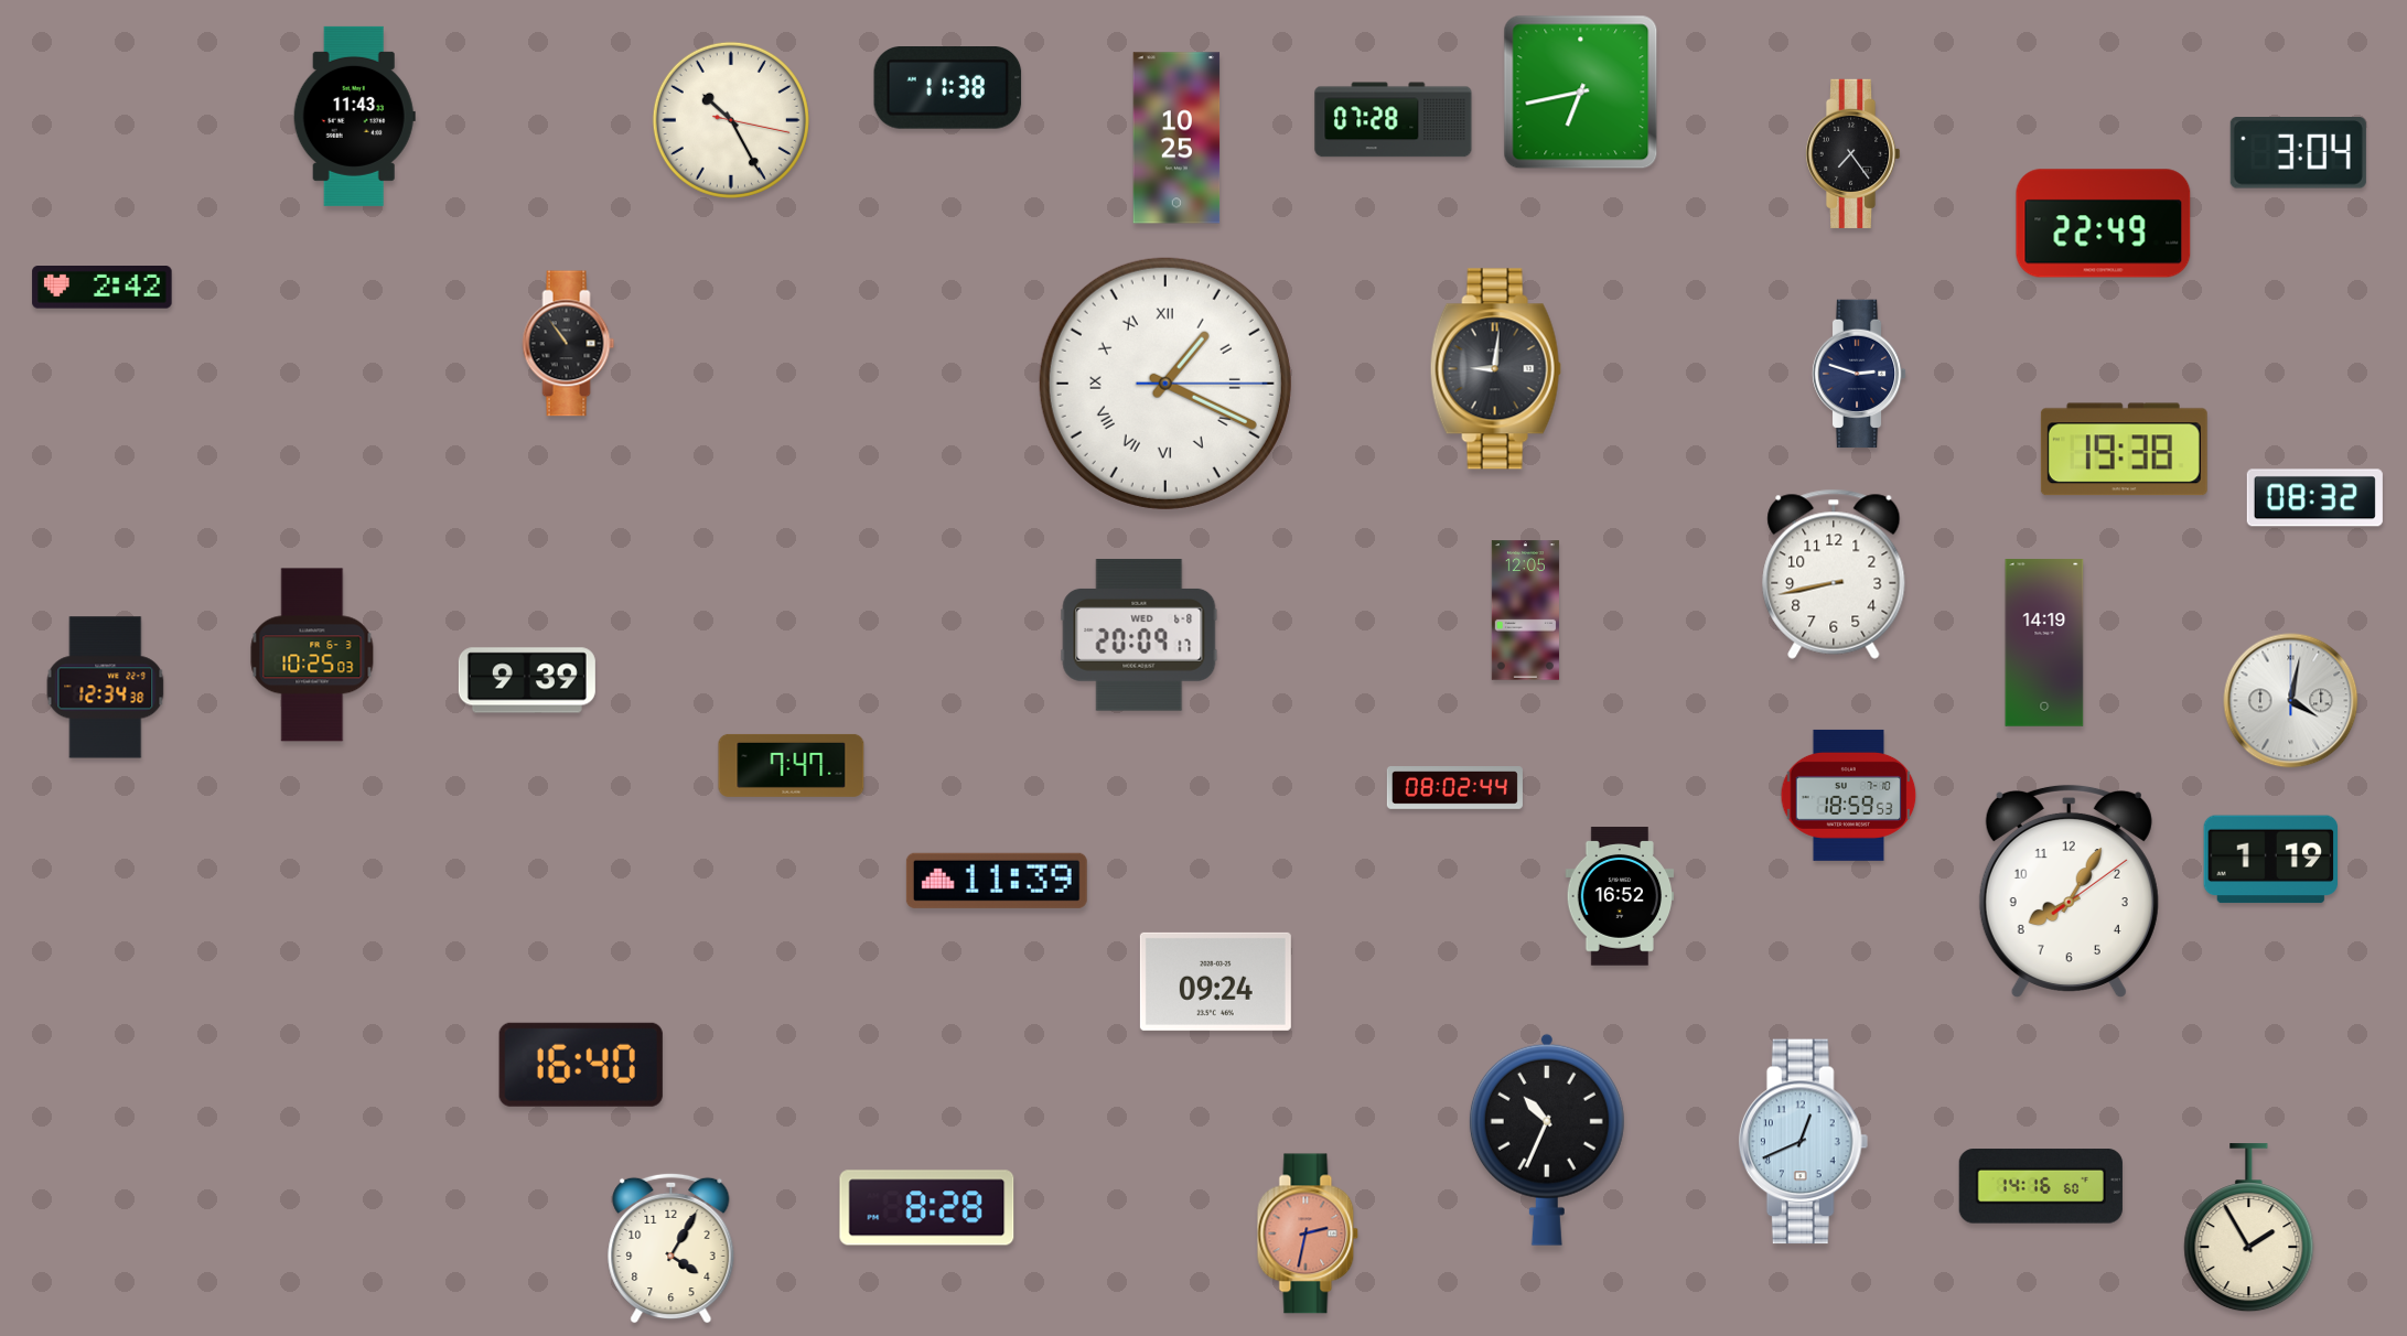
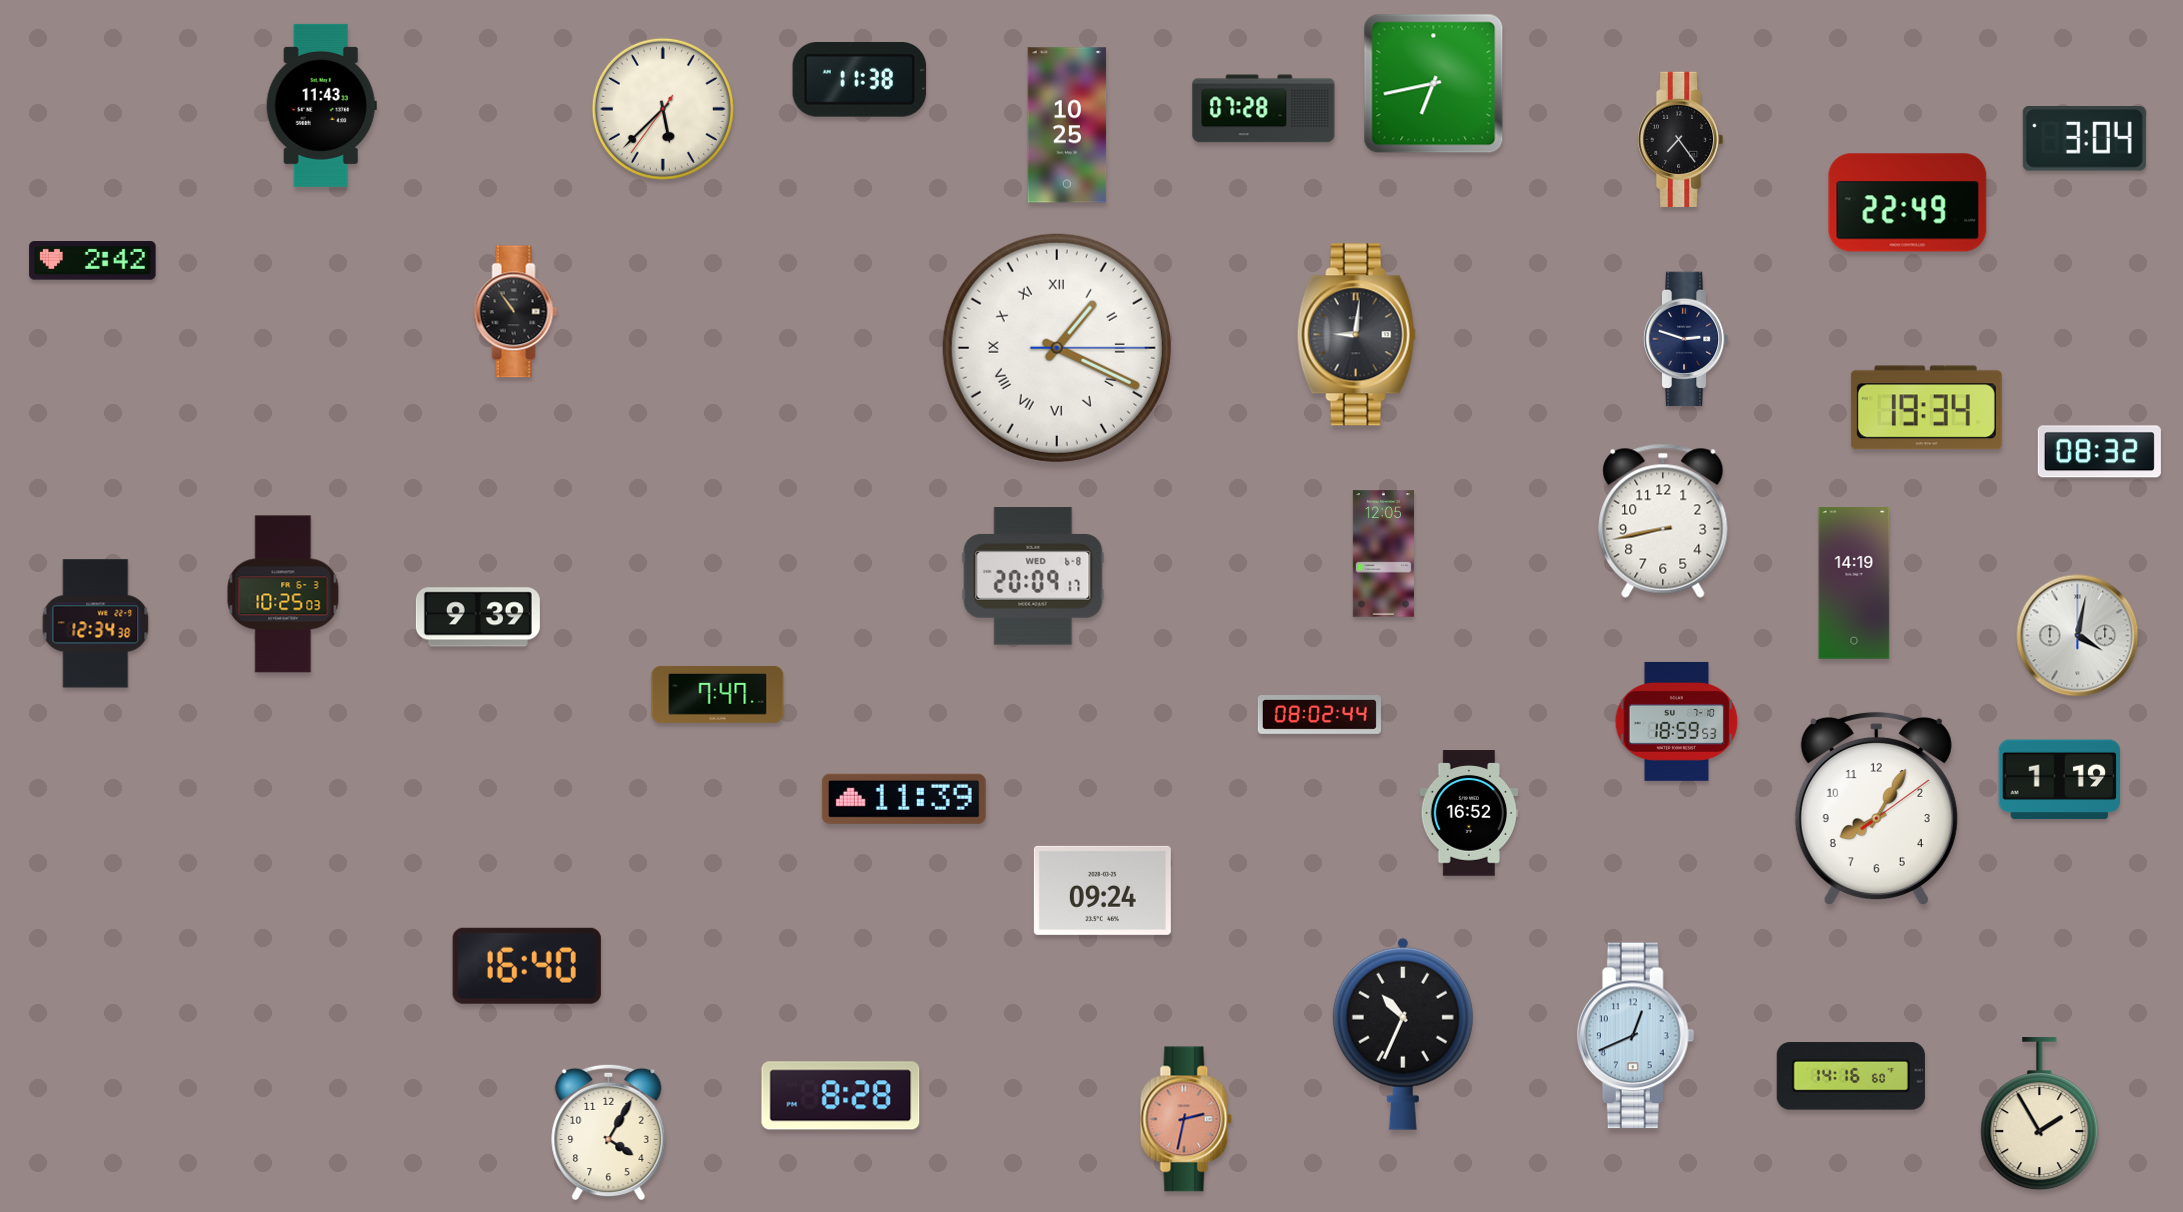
clock at (731, 120): 10:25 -> 5:37
clock at (2124, 450): 19:38 -> 19:34
